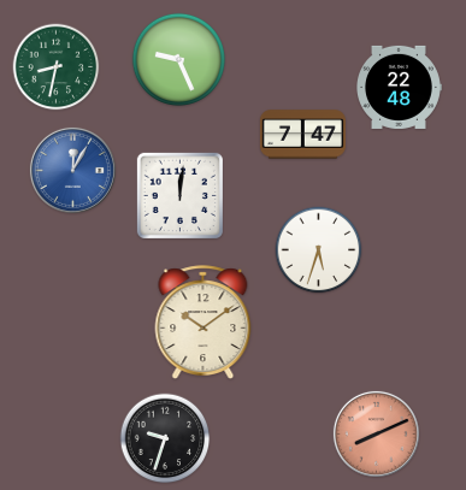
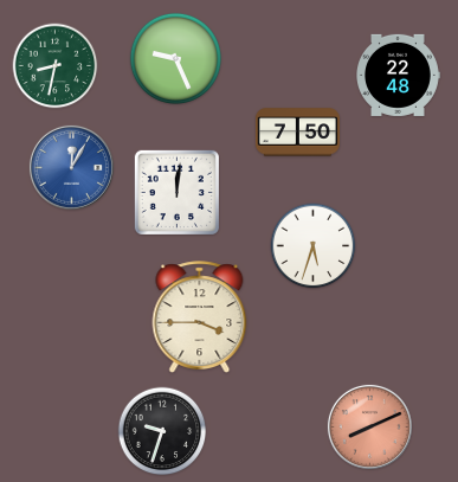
clock at (400, 87) position: (400, 87) -> (399, 75)
clock at (302, 135): 7:47 -> 7:50
clock at (203, 321): 10:09 -> 3:45
